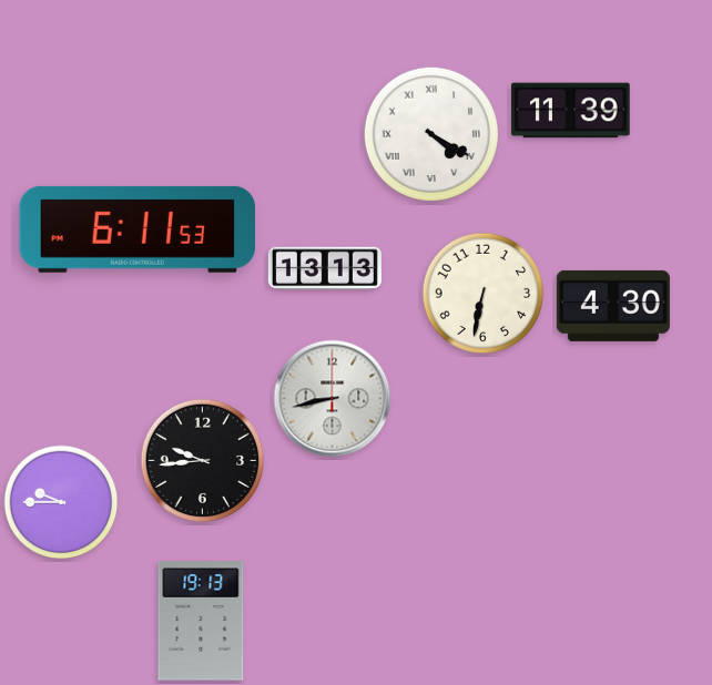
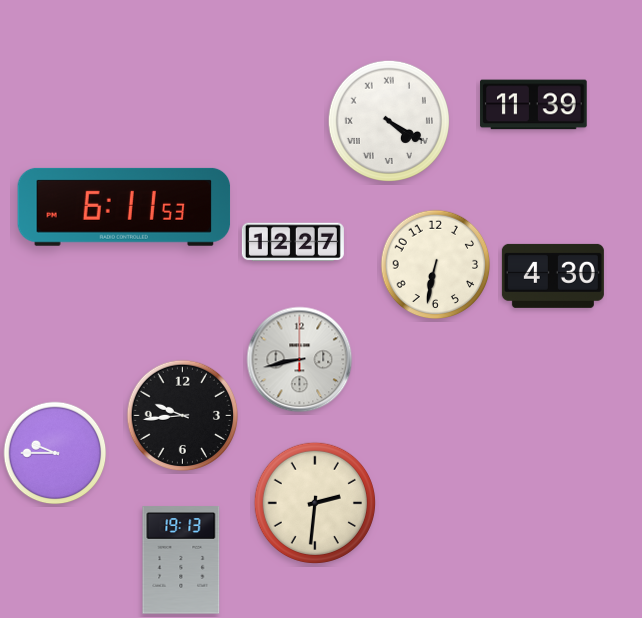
clock at (571, 111) position: (571, 111) -> (534, 105)
clock at (325, 268): 13:13 -> 12:27
clock at (315, 503): none -> 2:31
